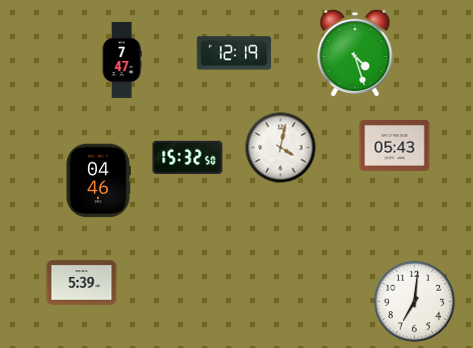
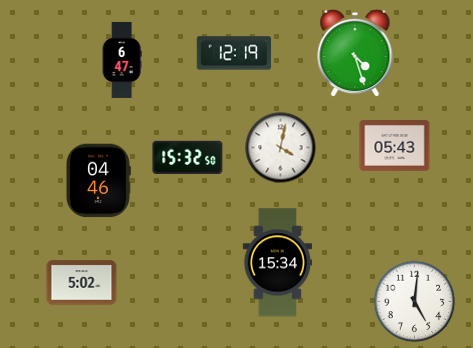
clock at (122, 60): 7:47 -> 6:47
clock at (277, 263): none -> 15:34
clock at (82, 283): 5:39 -> 5:02
clock at (415, 302): 7:01 -> 5:01
